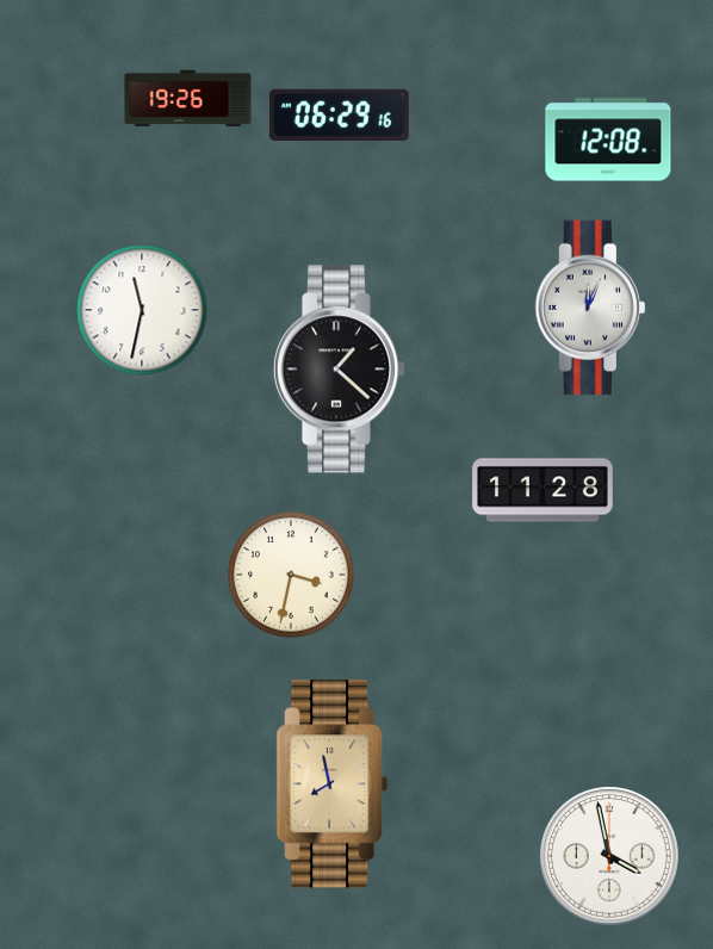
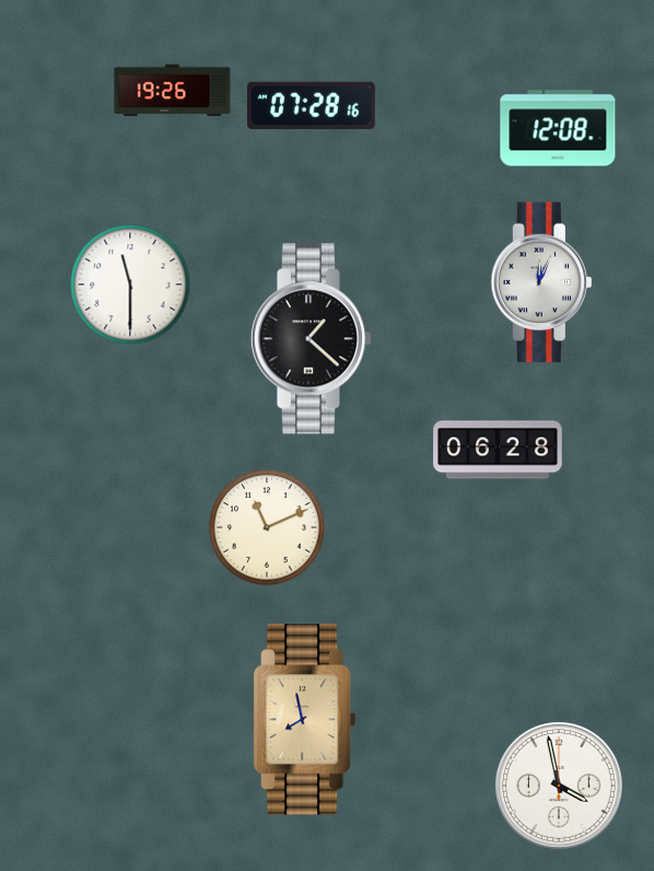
clock at (339, 116): 06:29 -> 07:28
clock at (142, 310): 11:32 -> 11:30
clock at (542, 490): 11:28 -> 06:28
clock at (291, 575): 3:32 -> 11:11
